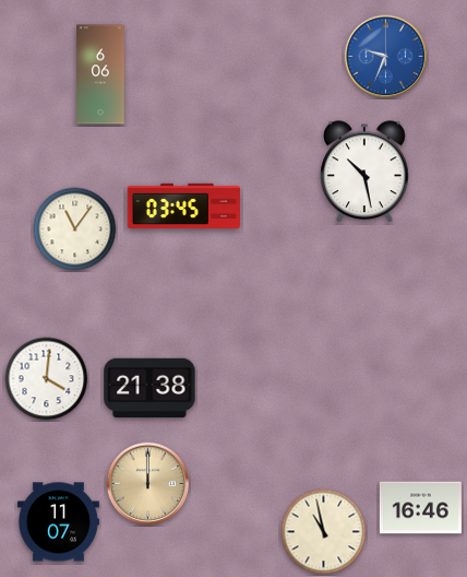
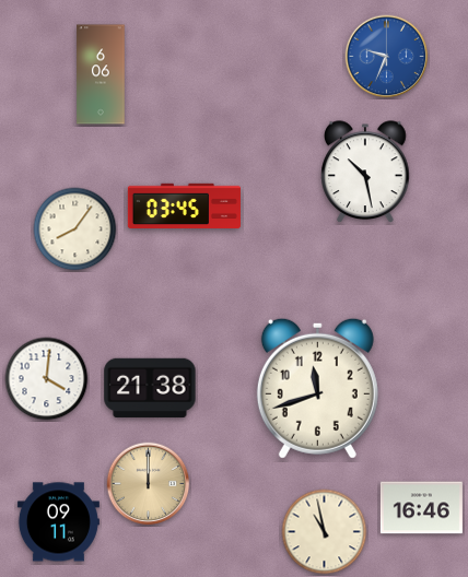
clock at (75, 229): 11:06 -> 8:06
clock at (317, 388): none -> 11:42
clock at (58, 522): 11:07 -> 09:11
